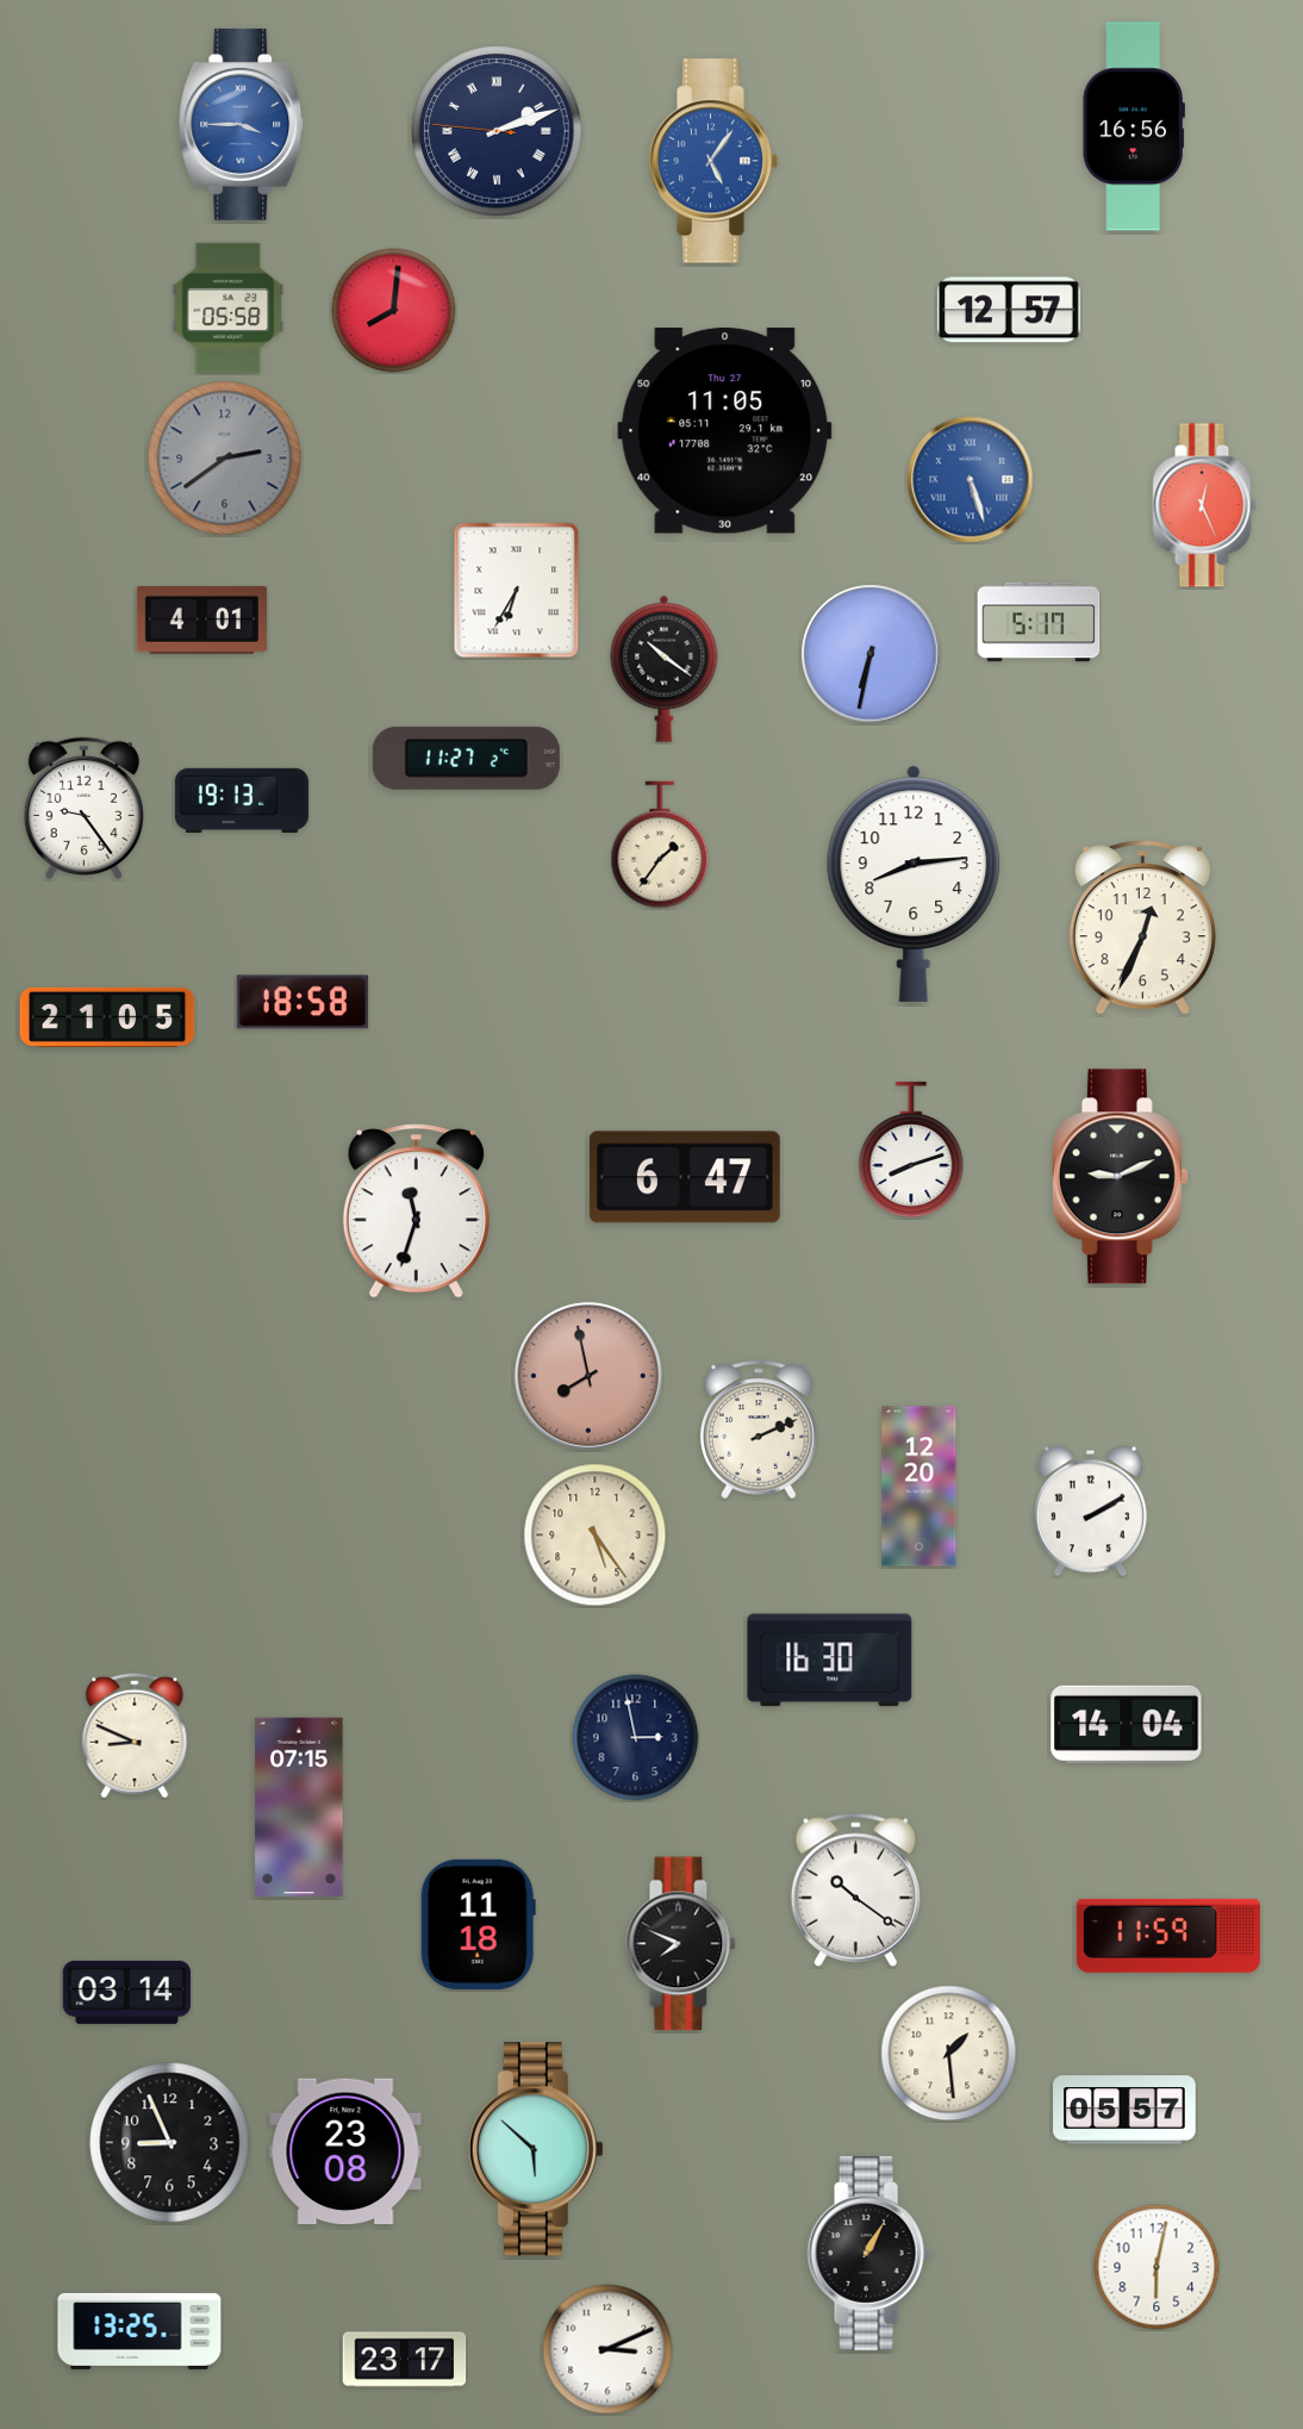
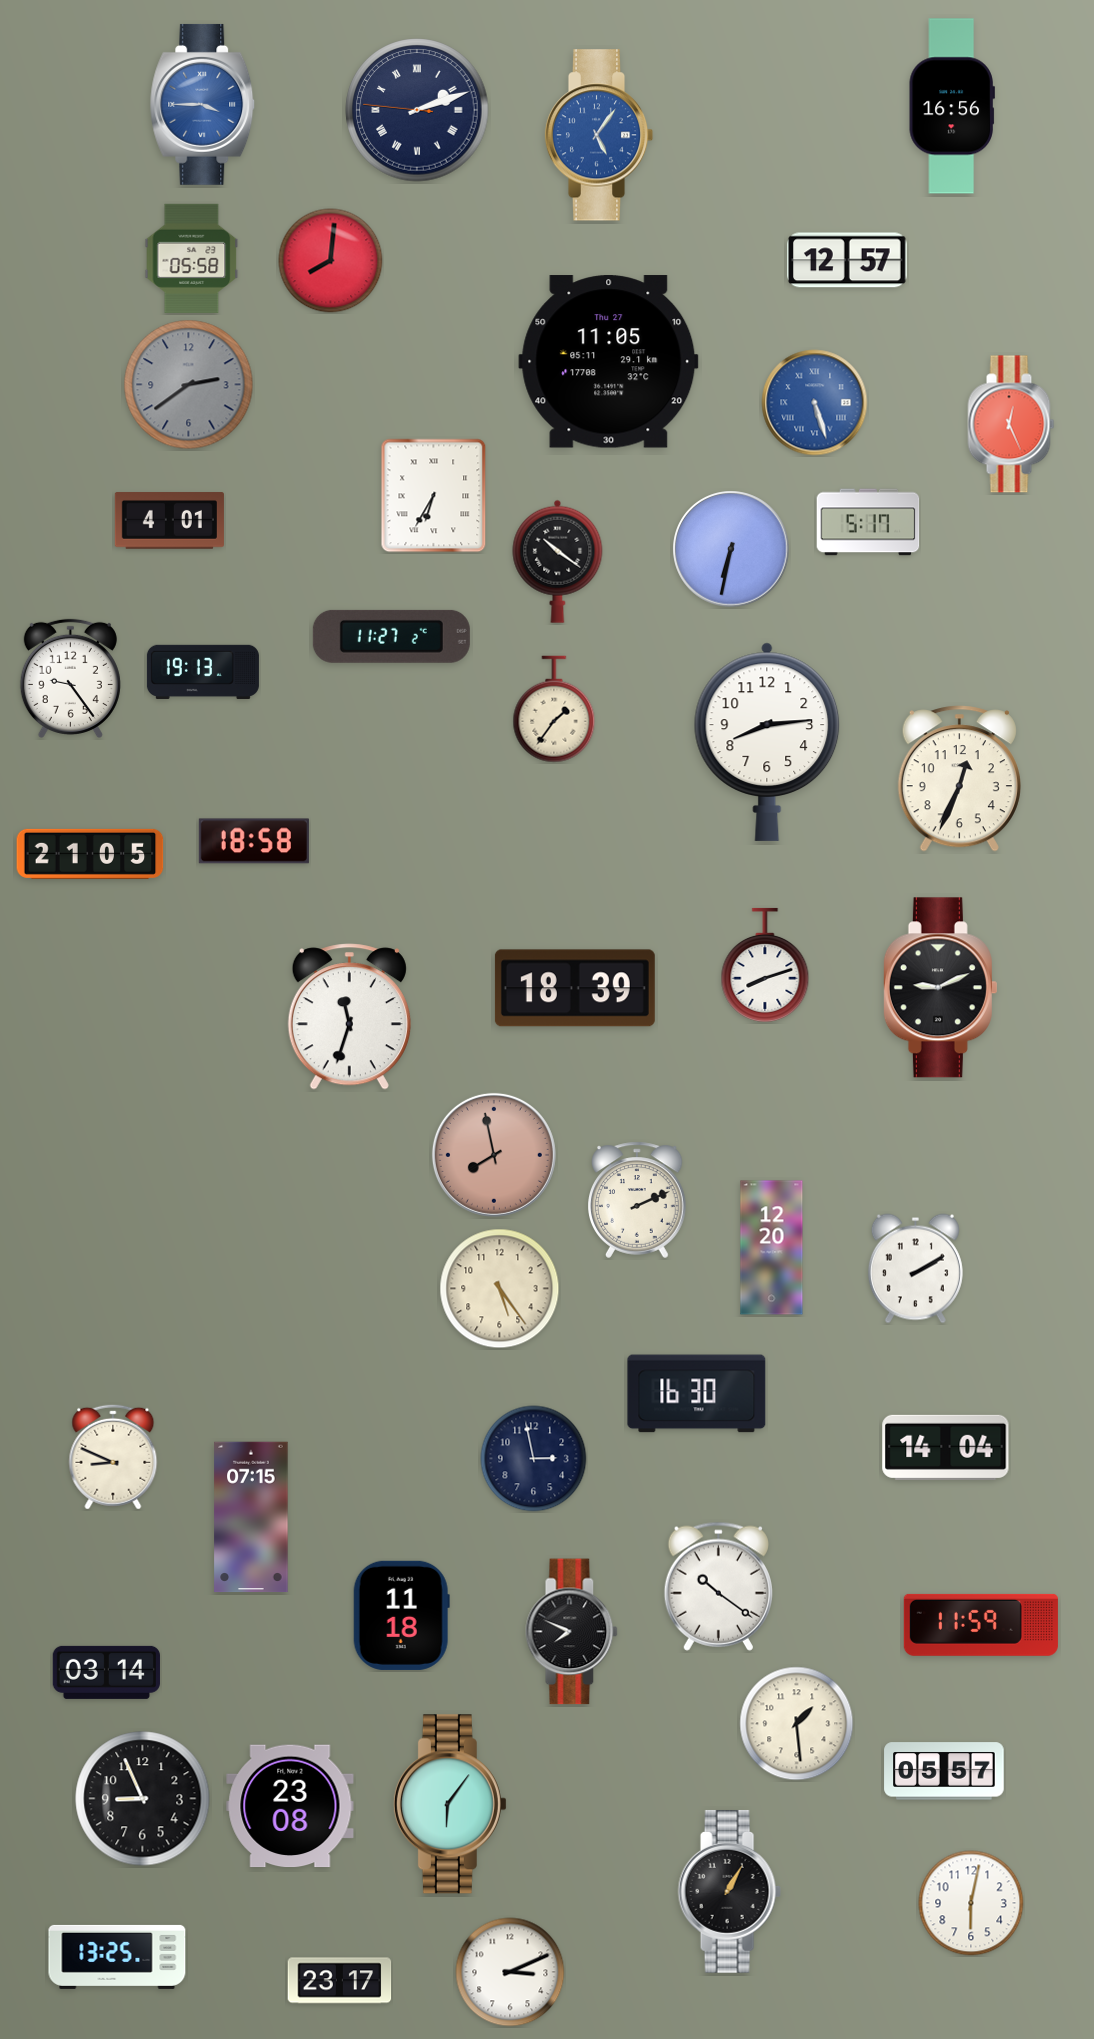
clock at (1039, 622) position: (1039, 622) -> (868, 522)
clock at (685, 1177): 6:47 -> 18:39
clock at (536, 2149): 5:52 -> 6:06
